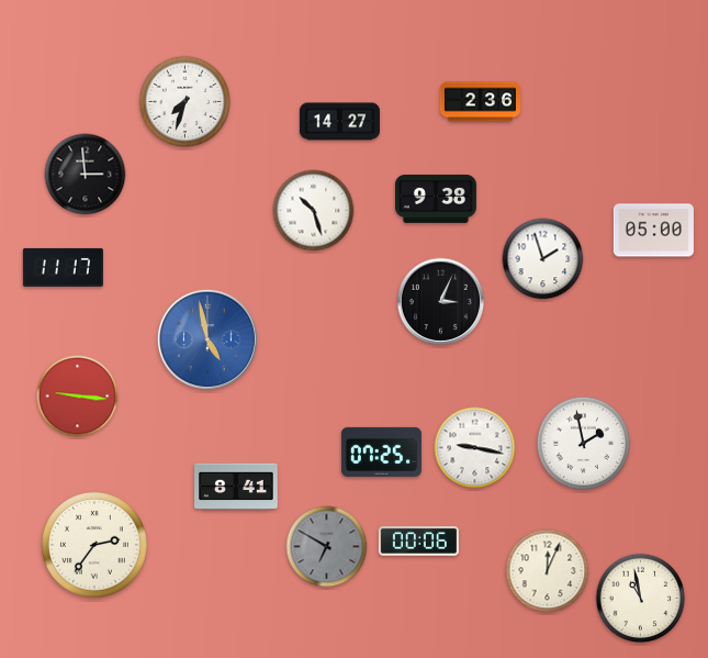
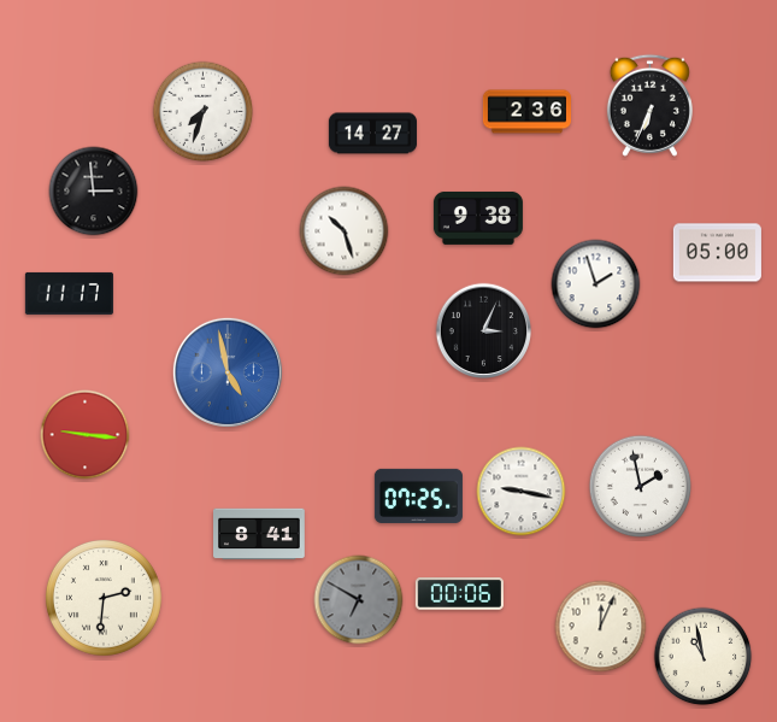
clock at (649, 105): none -> 6:34
clock at (94, 545): 2:36 -> 2:31
